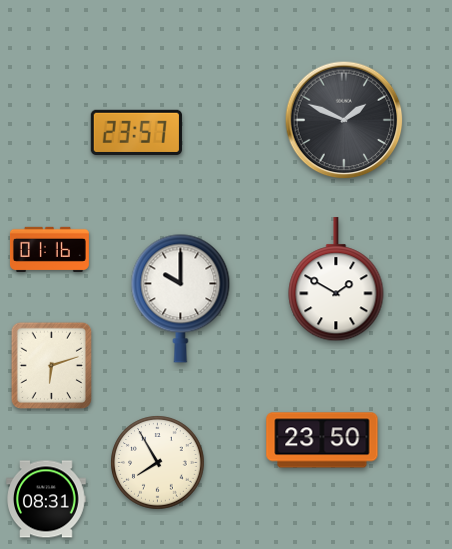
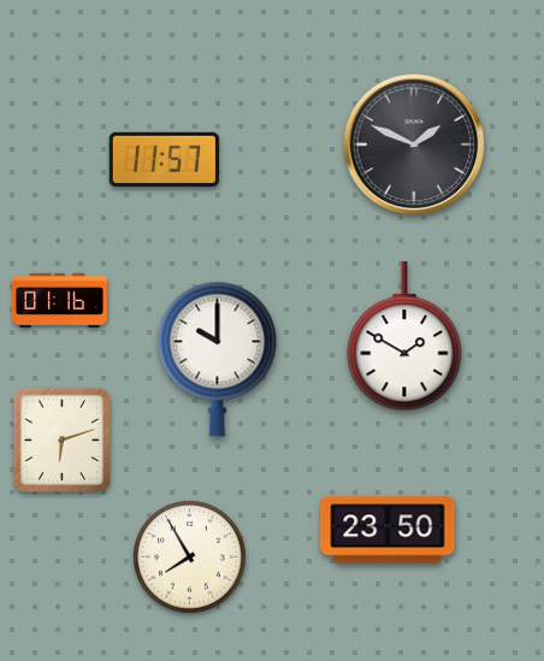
clock at (136, 132): 23:57 -> 11:57
clock at (46, 499): 08:31 -> none
